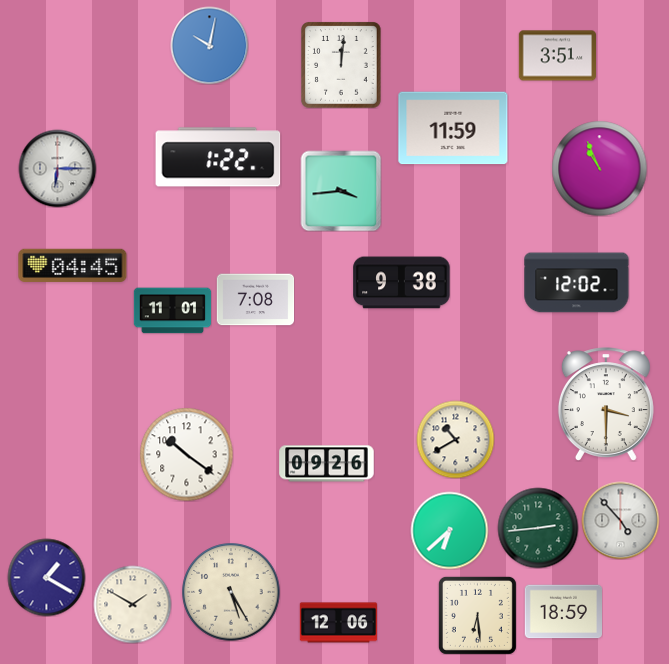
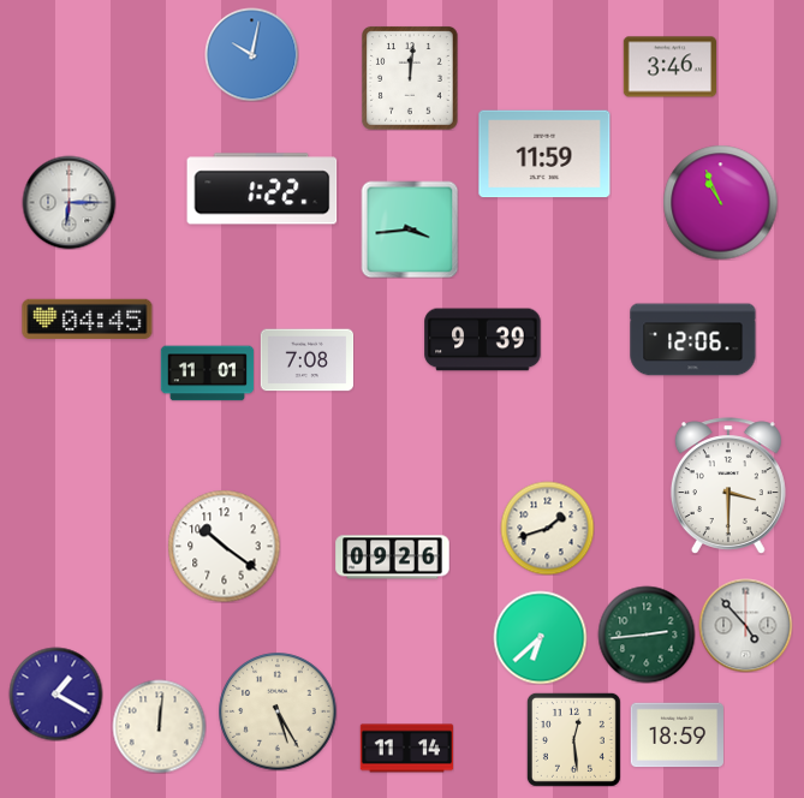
clock at (557, 56): 3:51 -> 3:46
clock at (402, 283): 9:38 -> 9:39
clock at (577, 283): 12:02 -> 12:06
clock at (455, 439): 10:40 -> 1:42
clock at (132, 604): 1:50 -> 12:01
clock at (477, 615): 6:29 -> 12:29
clock at (338, 623): 12:06 -> 11:14
